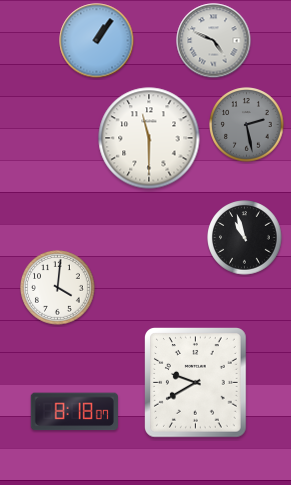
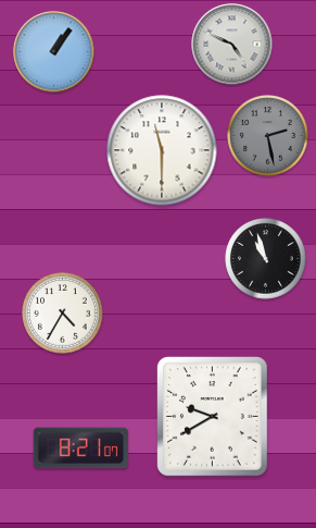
clock at (97, 41) position: (97, 41) -> (54, 52)
clock at (58, 288): 4:01 -> 4:35
clock at (74, 412): 8:18 -> 8:21
